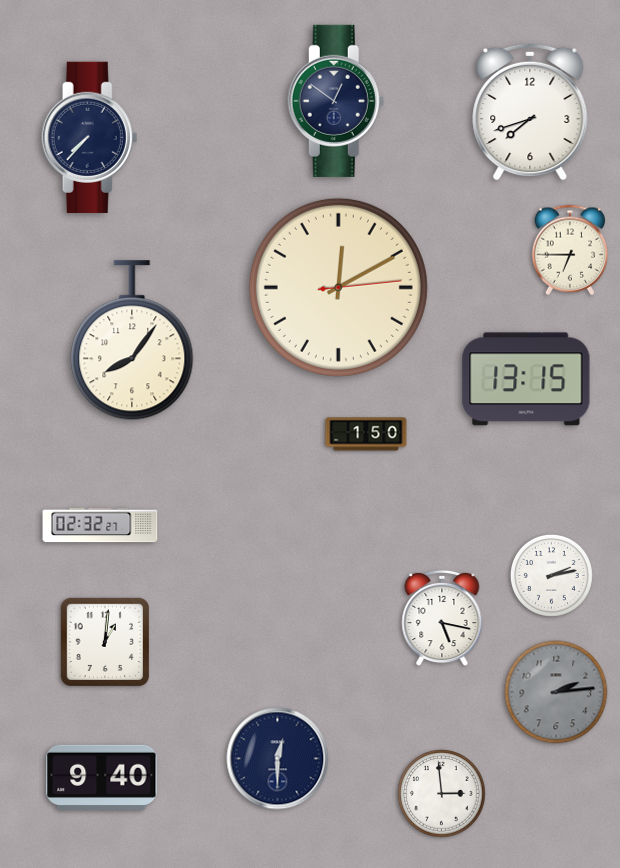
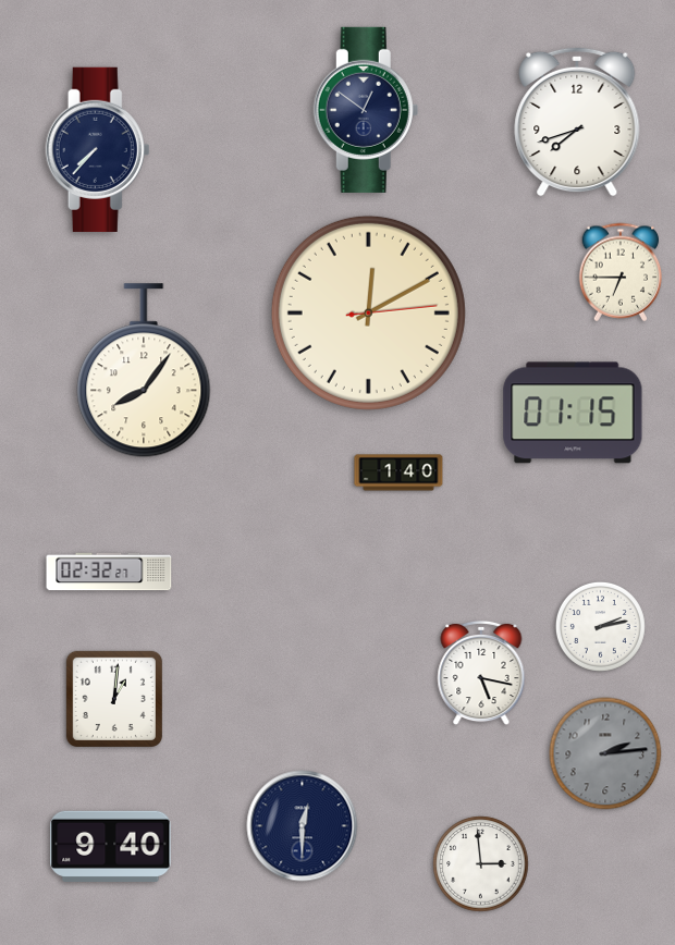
clock at (526, 379): 13:15 -> 01:15
clock at (366, 434): 1:50 -> 1:40
